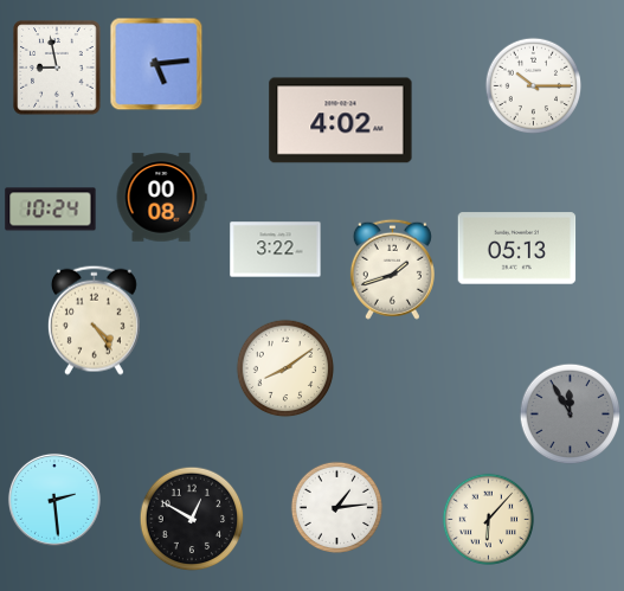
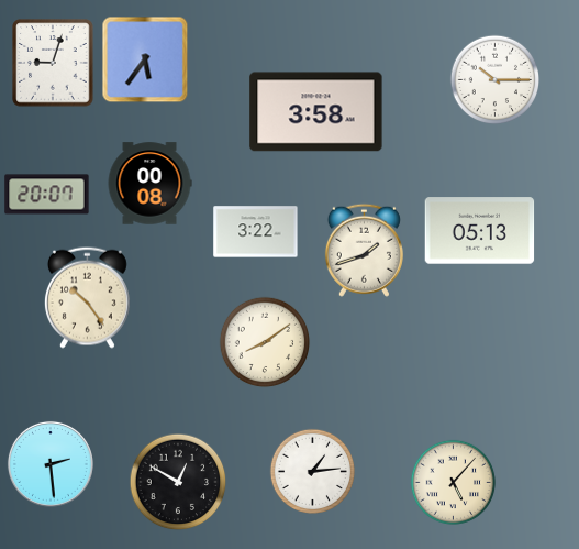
clock at (156, 64): 5:14 -> 5:36
clock at (57, 68): 8:58 -> 9:03
clock at (341, 121): 4:02 -> 3:58
clock at (51, 210): 10:24 -> 20:07
clock at (94, 320): 4:24 -> 10:24
clock at (570, 413): 11:55 -> none
clock at (488, 519): 6:07 -> 5:07
